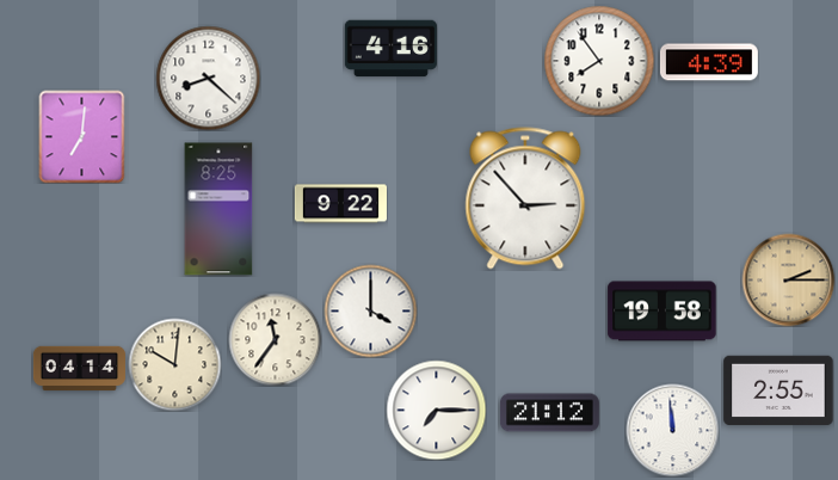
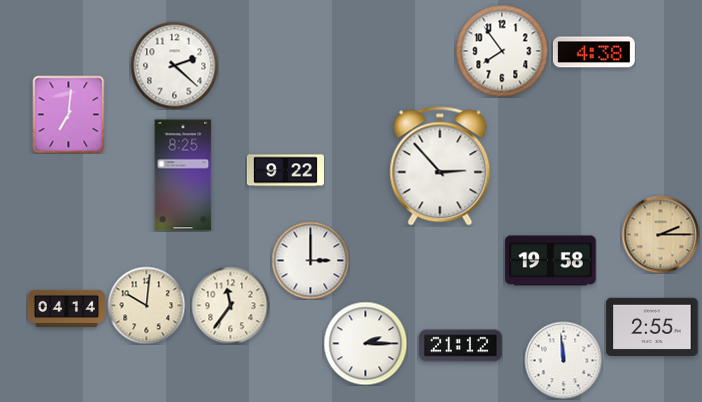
clock at (390, 49): 4:16 -> none
clock at (709, 62): 4:39 -> 4:38
clock at (208, 78): 8:22 -> 2:22
clock at (370, 310): 4:00 -> 3:00
clock at (663, 312) position: (663, 312) -> (551, 261)
clock at (275, 339) position: (275, 339) -> (230, 305)
clock at (436, 410): 7:15 -> 2:15
